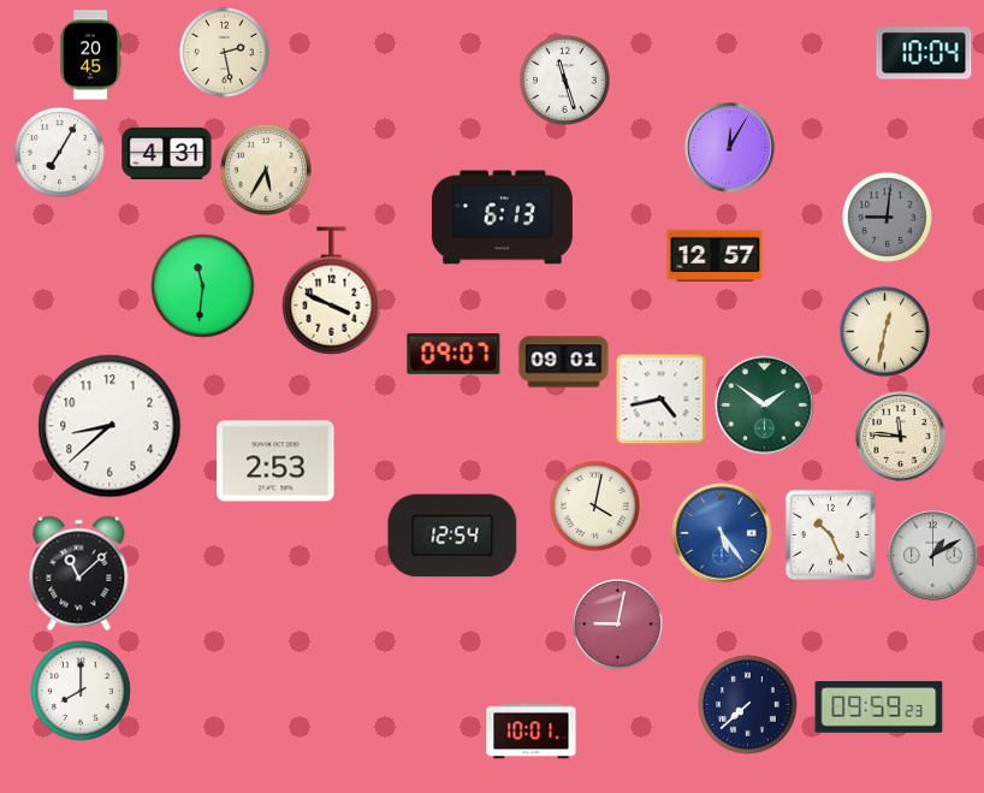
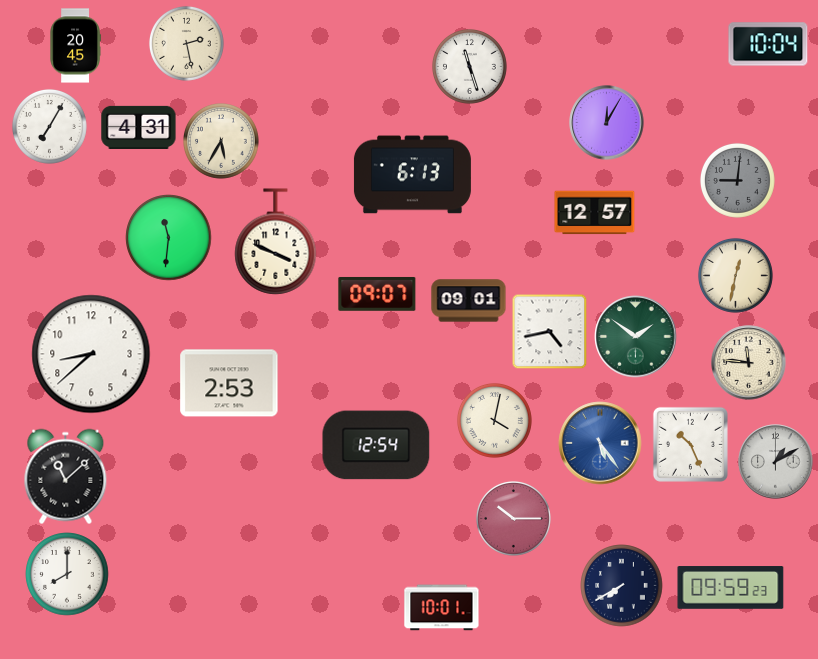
clock at (502, 218) position: (502, 218) -> (412, 175)
clock at (617, 625): 9:02 -> 10:15
clock at (748, 705): 7:38 -> 7:40
